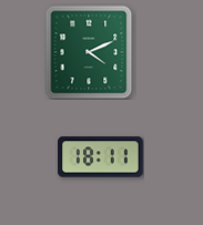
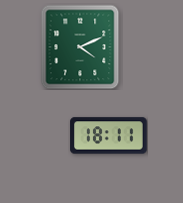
clock at (101, 157) position: (101, 157) -> (109, 136)
